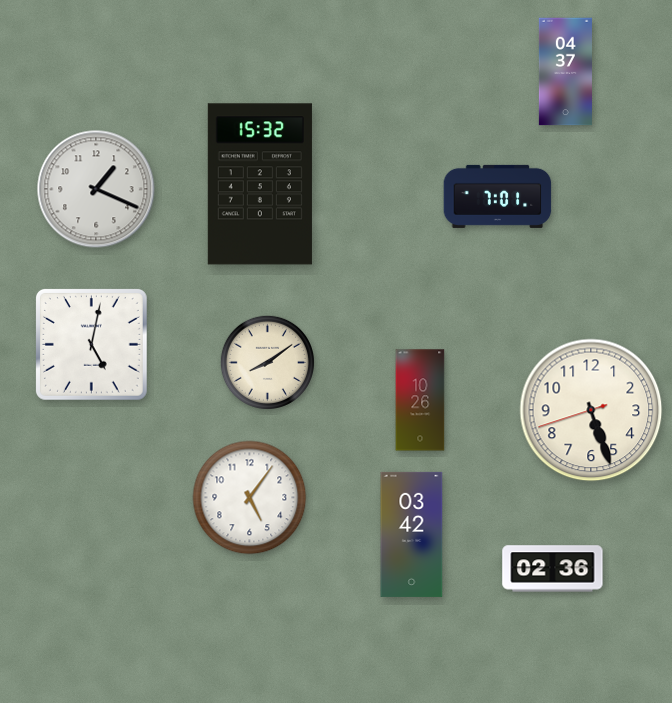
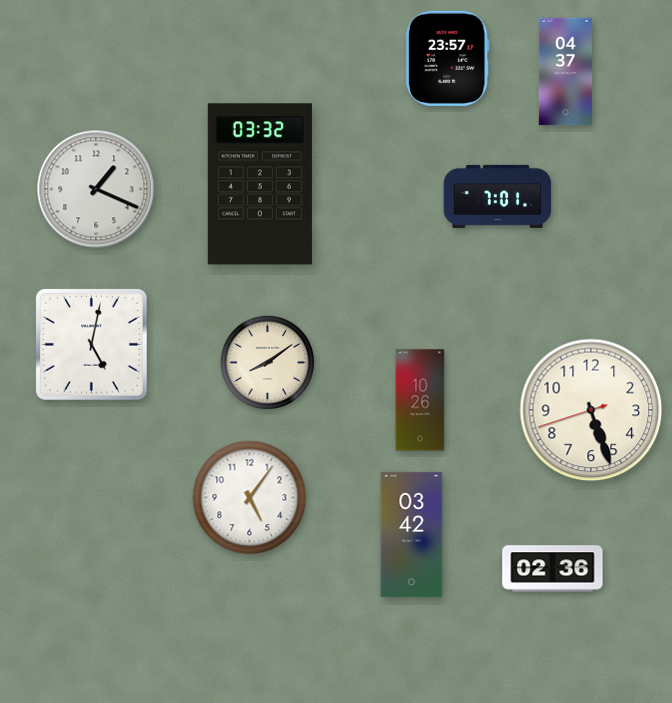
clock at (447, 58): none -> 23:57
clock at (260, 184): 15:32 -> 03:32
